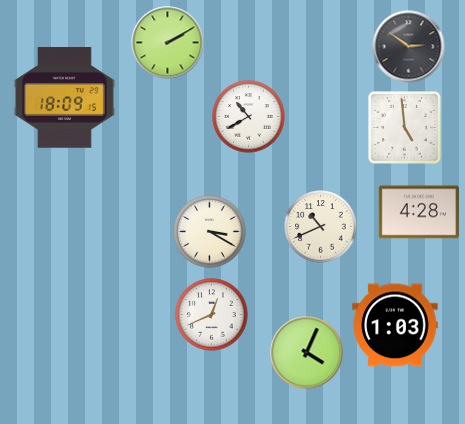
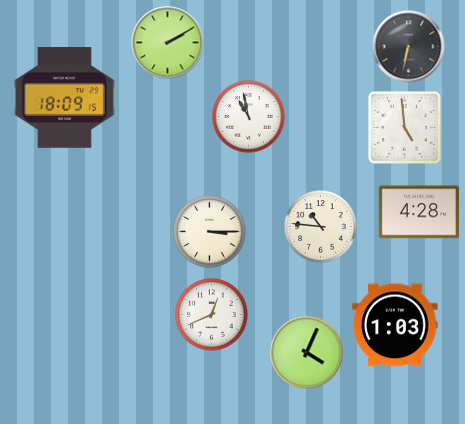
clock at (409, 47): 2:51 -> 6:32
clock at (249, 117): 10:40 -> 10:58
clock at (321, 227): 10:41 -> 10:46
clock at (210, 232): 3:20 -> 3:15
